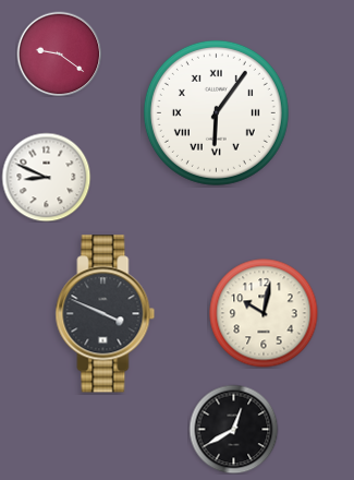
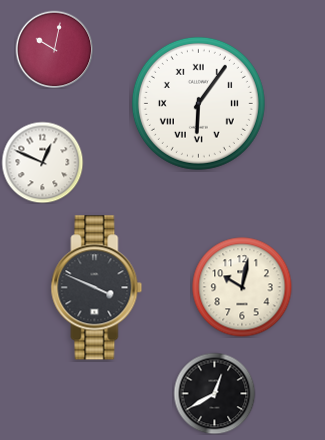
clock at (59, 53): 9:21 -> 10:02
clock at (46, 177): 8:49 -> 12:49
